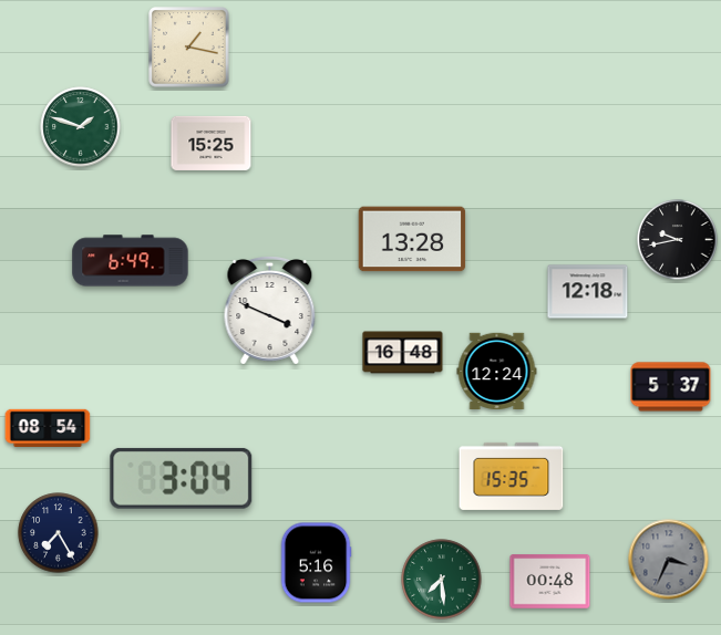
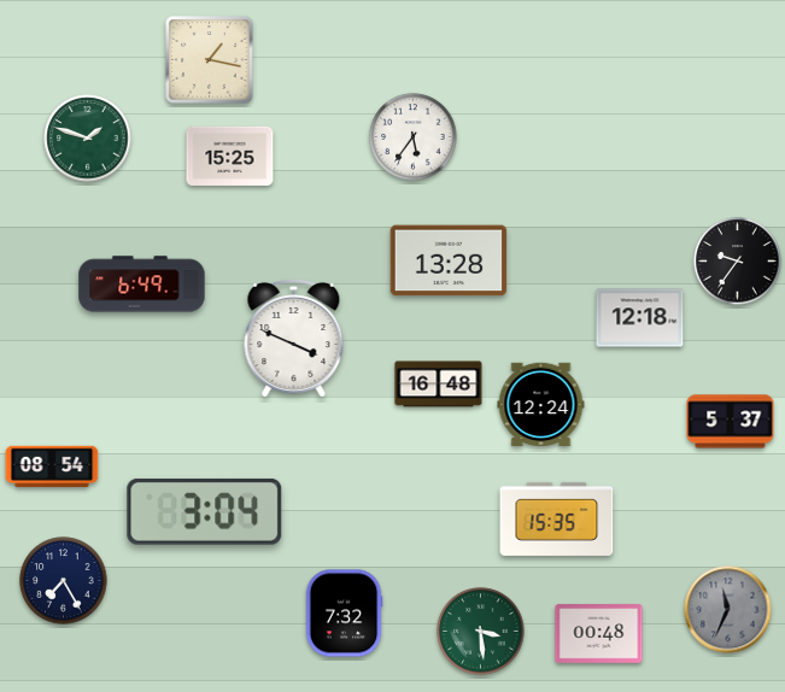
clock at (189, 48) position: (189, 48) -> (210, 60)
clock at (414, 137): none -> 5:36
clock at (678, 240): 9:43 -> 9:36
clock at (182, 478) position: (182, 478) -> (205, 511)
clock at (669, 560): 3:34 -> 11:34
clock at (316, 563): 5:16 -> 7:32
clock at (442, 580): 7:29 -> 3:29
